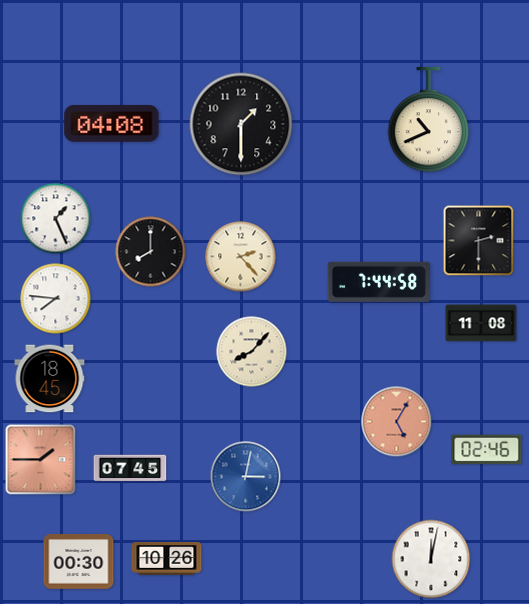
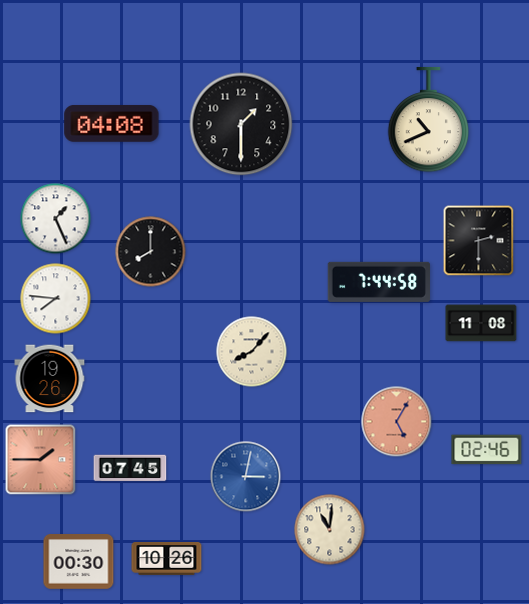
clock at (241, 257): 2:23 -> none
clock at (50, 379): 18:45 -> 19:26
clock at (330, 530): none -> 11:01
clock at (431, 559): 12:02 -> none
